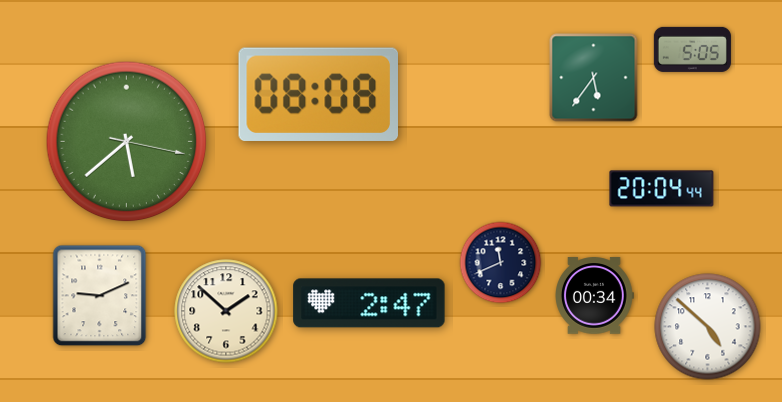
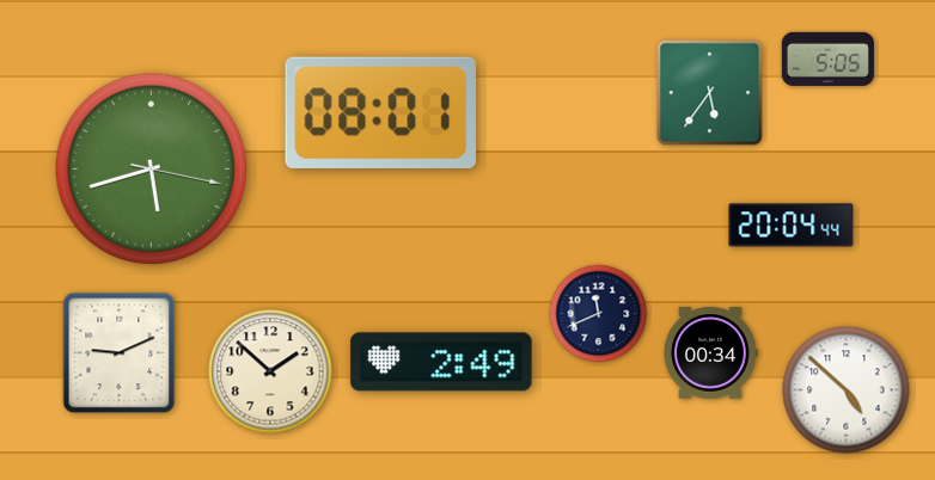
clock at (318, 94): 08:08 -> 08:01
clock at (127, 142): 5:38 -> 5:42
clock at (369, 303): 2:47 -> 2:49
